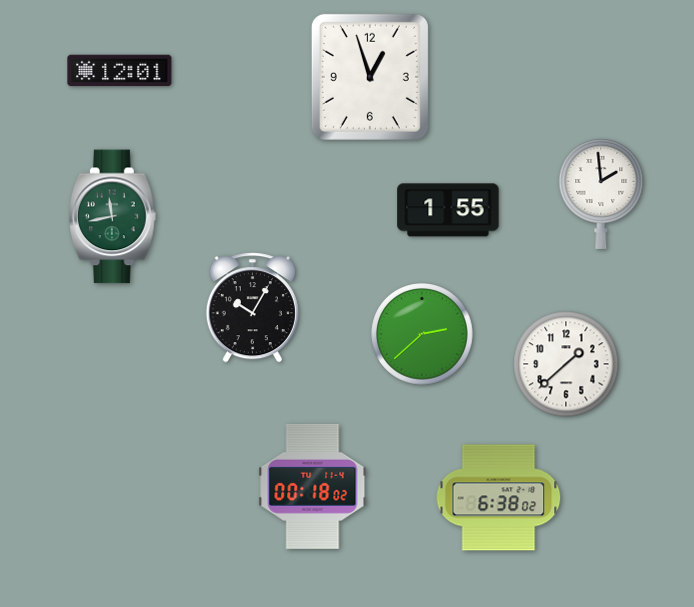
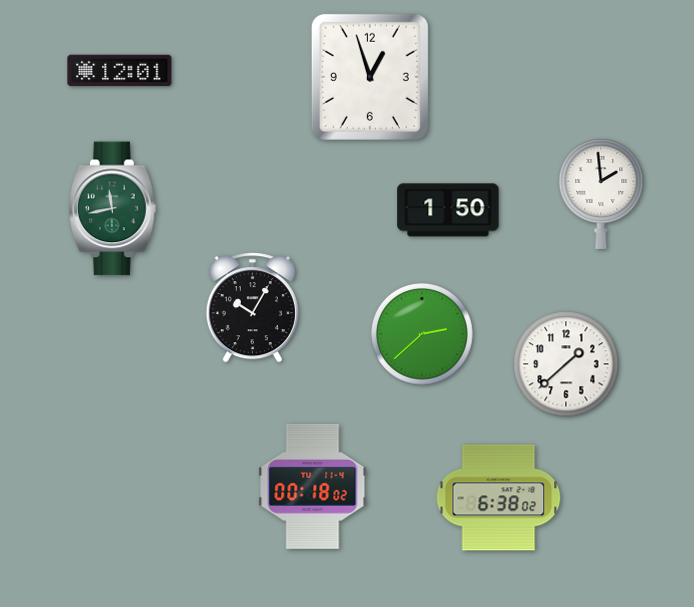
clock at (448, 210): 1:55 -> 1:50
clock at (113, 217) position: (113, 217) -> (113, 209)
